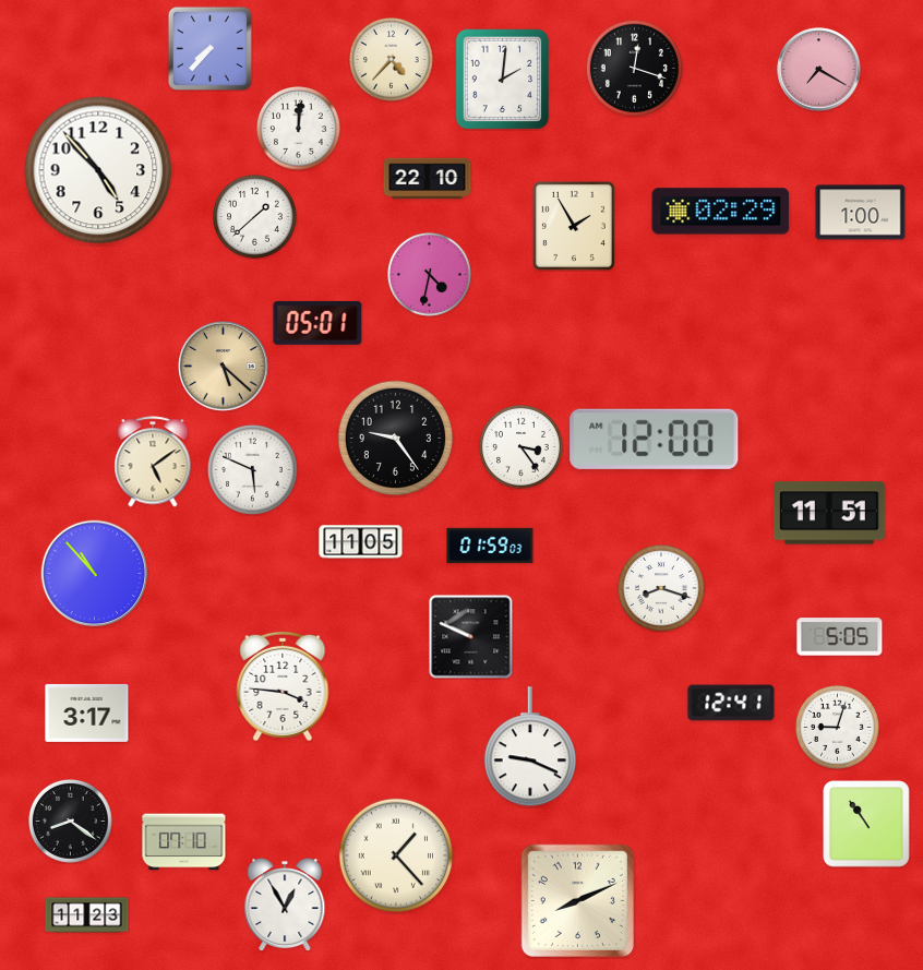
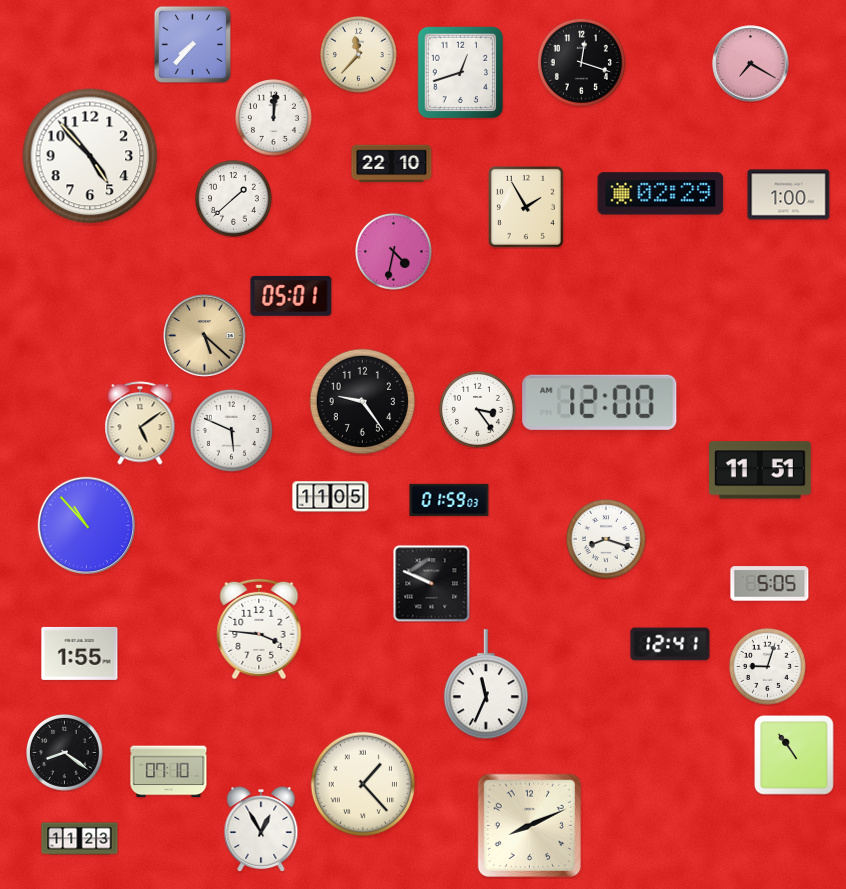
clock at (392, 60): 4:37 -> 11:37
clock at (503, 79): 2:01 -> 12:42
clock at (87, 712): 3:17 -> 1:55
clock at (530, 747): 9:19 -> 11:34
